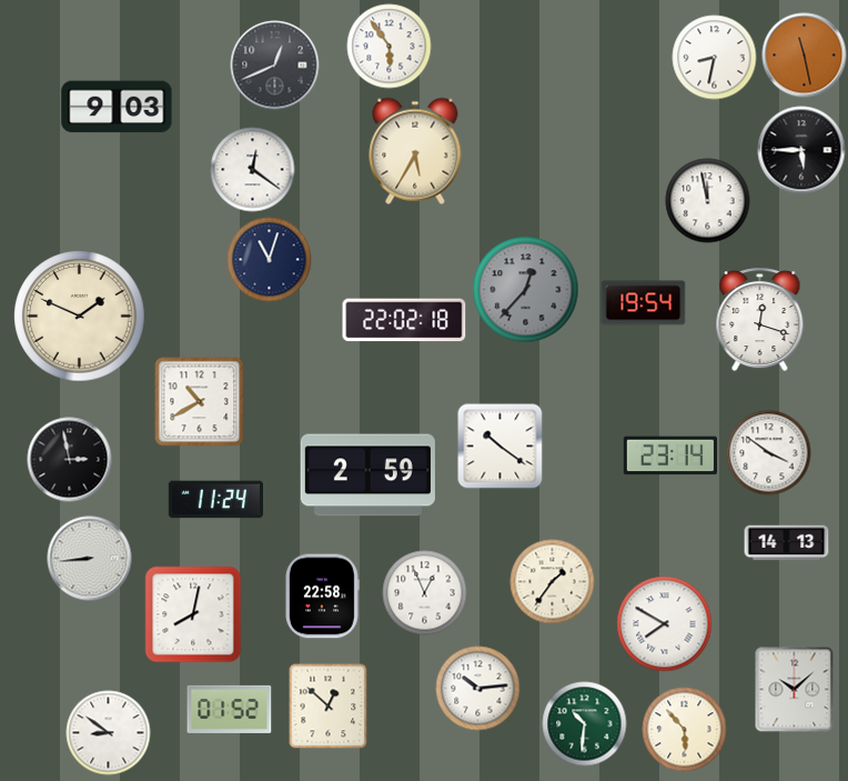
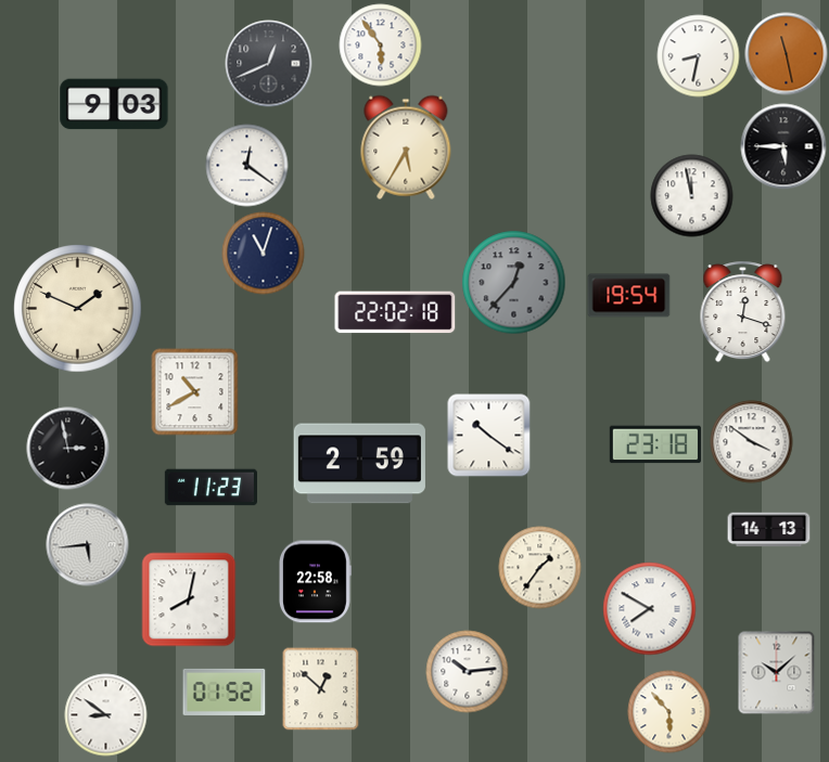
clock at (669, 455): 23:14 -> 23:18
clock at (215, 500): 11:24 -> 11:23
clock at (90, 559): 8:44 -> 5:44
clock at (425, 593): 12:56 -> none
clock at (585, 724): 10:31 -> none
